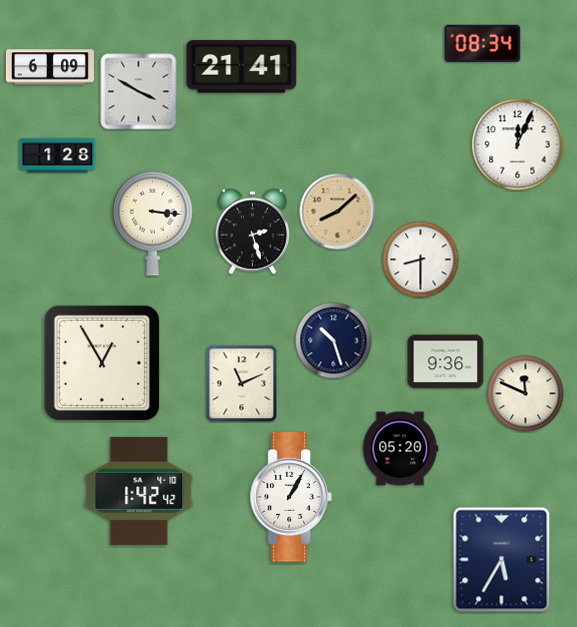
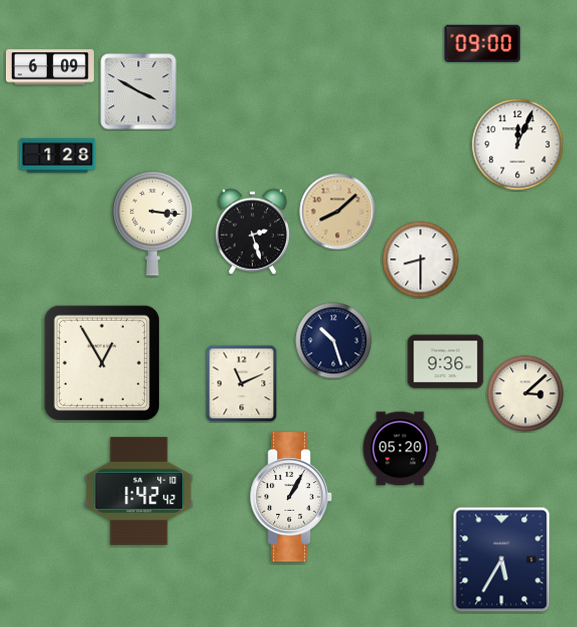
clock at (483, 43): 08:34 -> 09:00
clock at (242, 67): 21:41 -> none
clock at (526, 394): 11:49 -> 3:08
